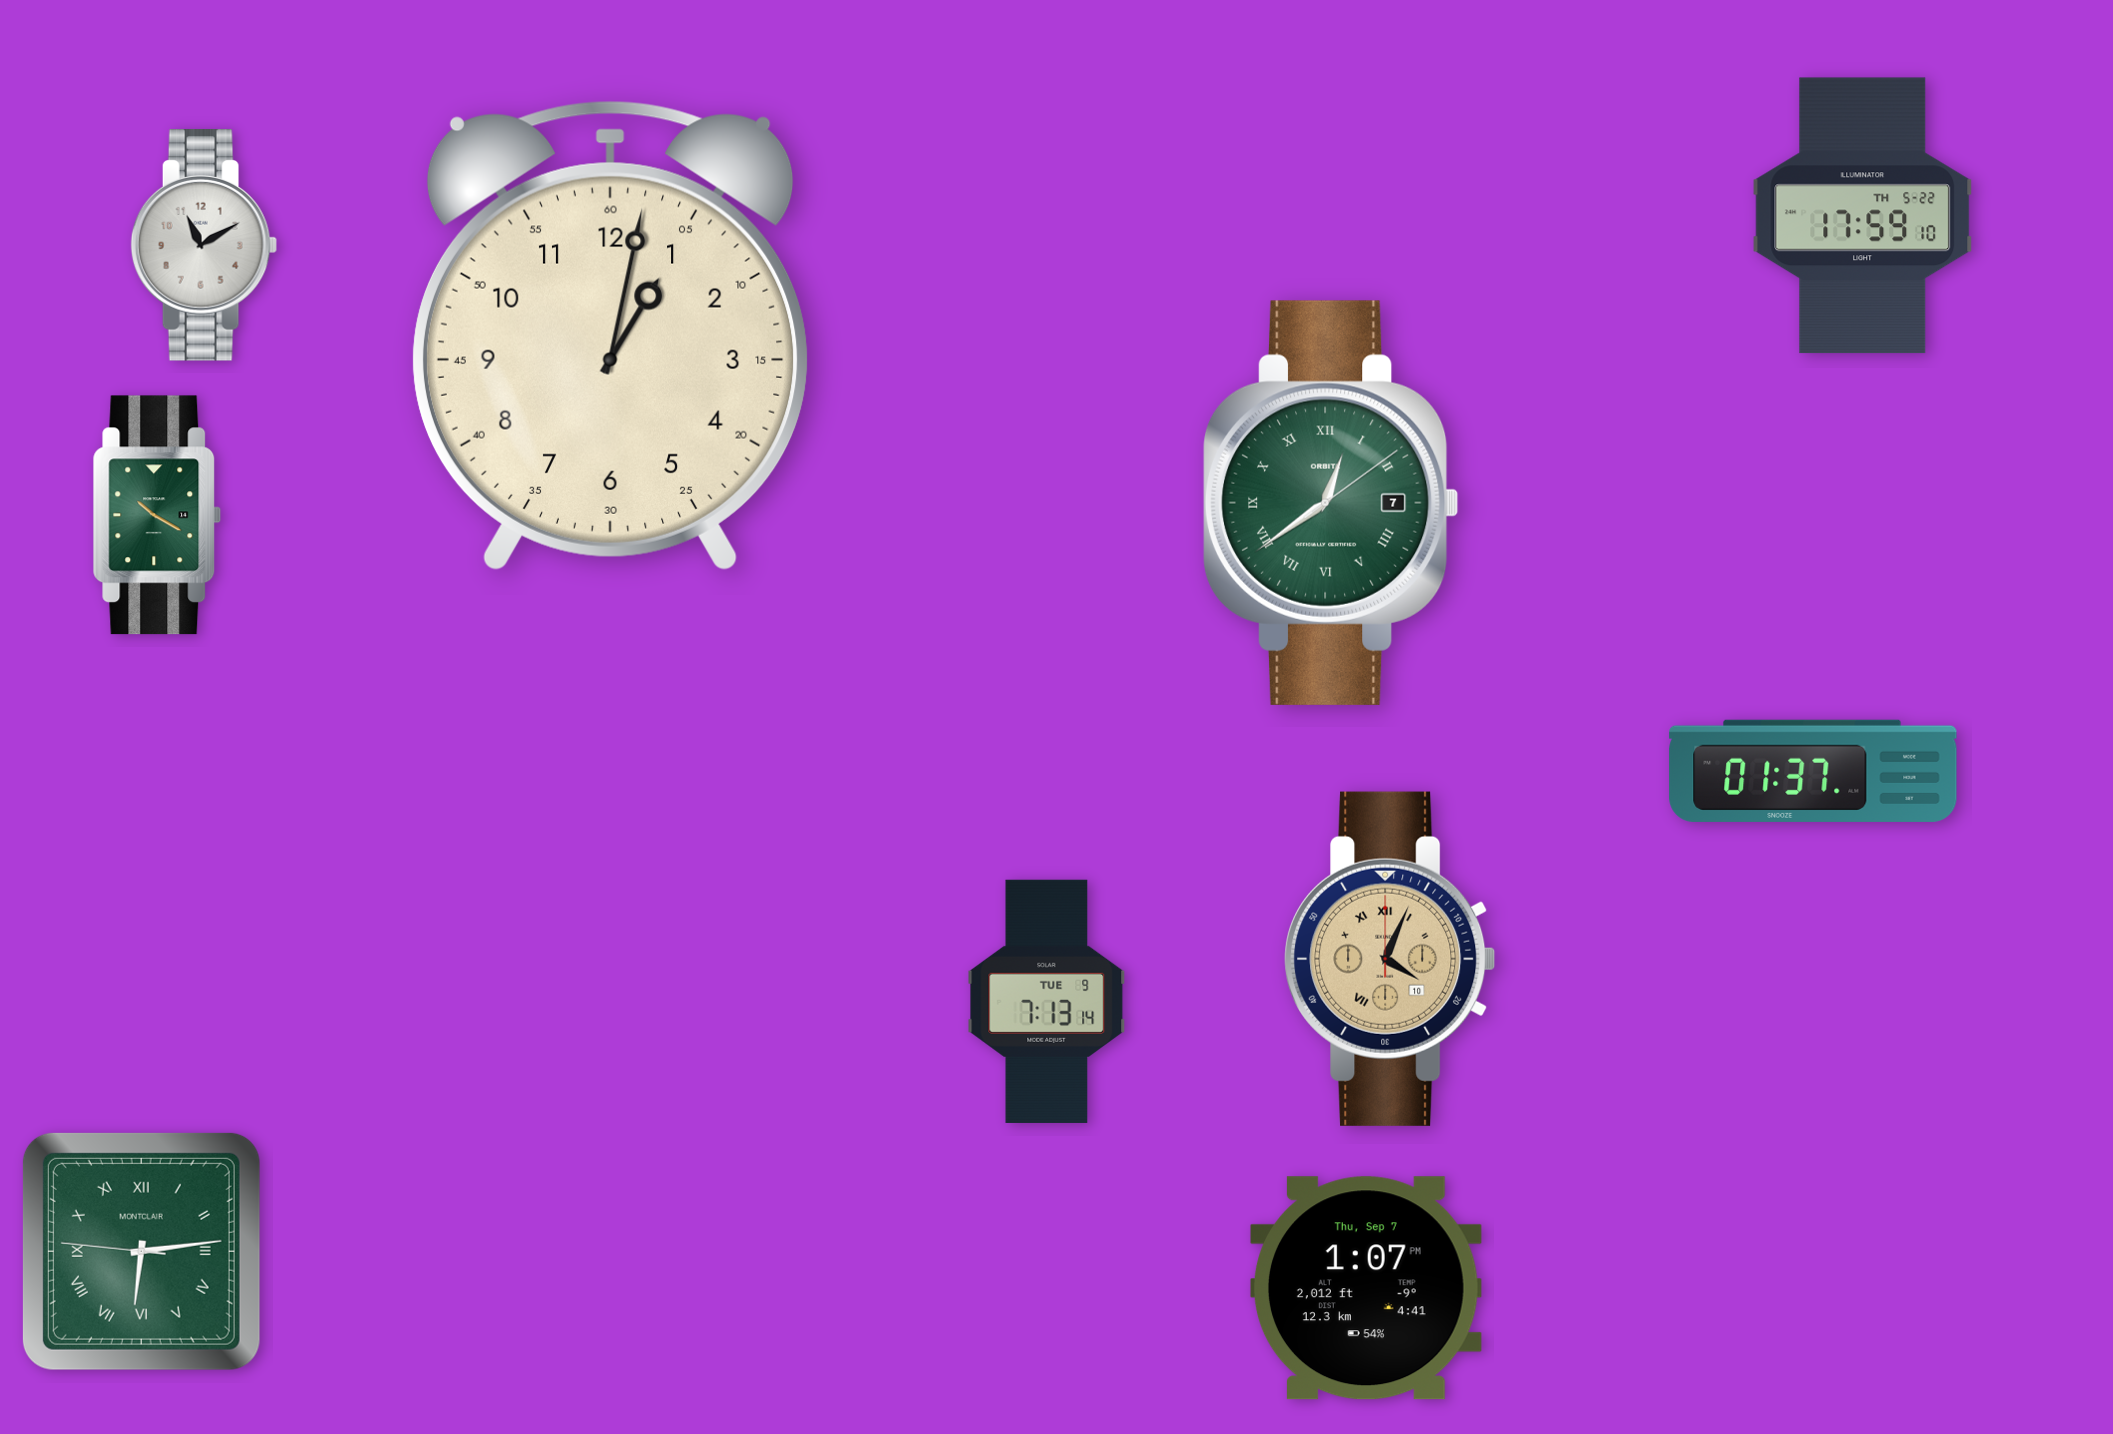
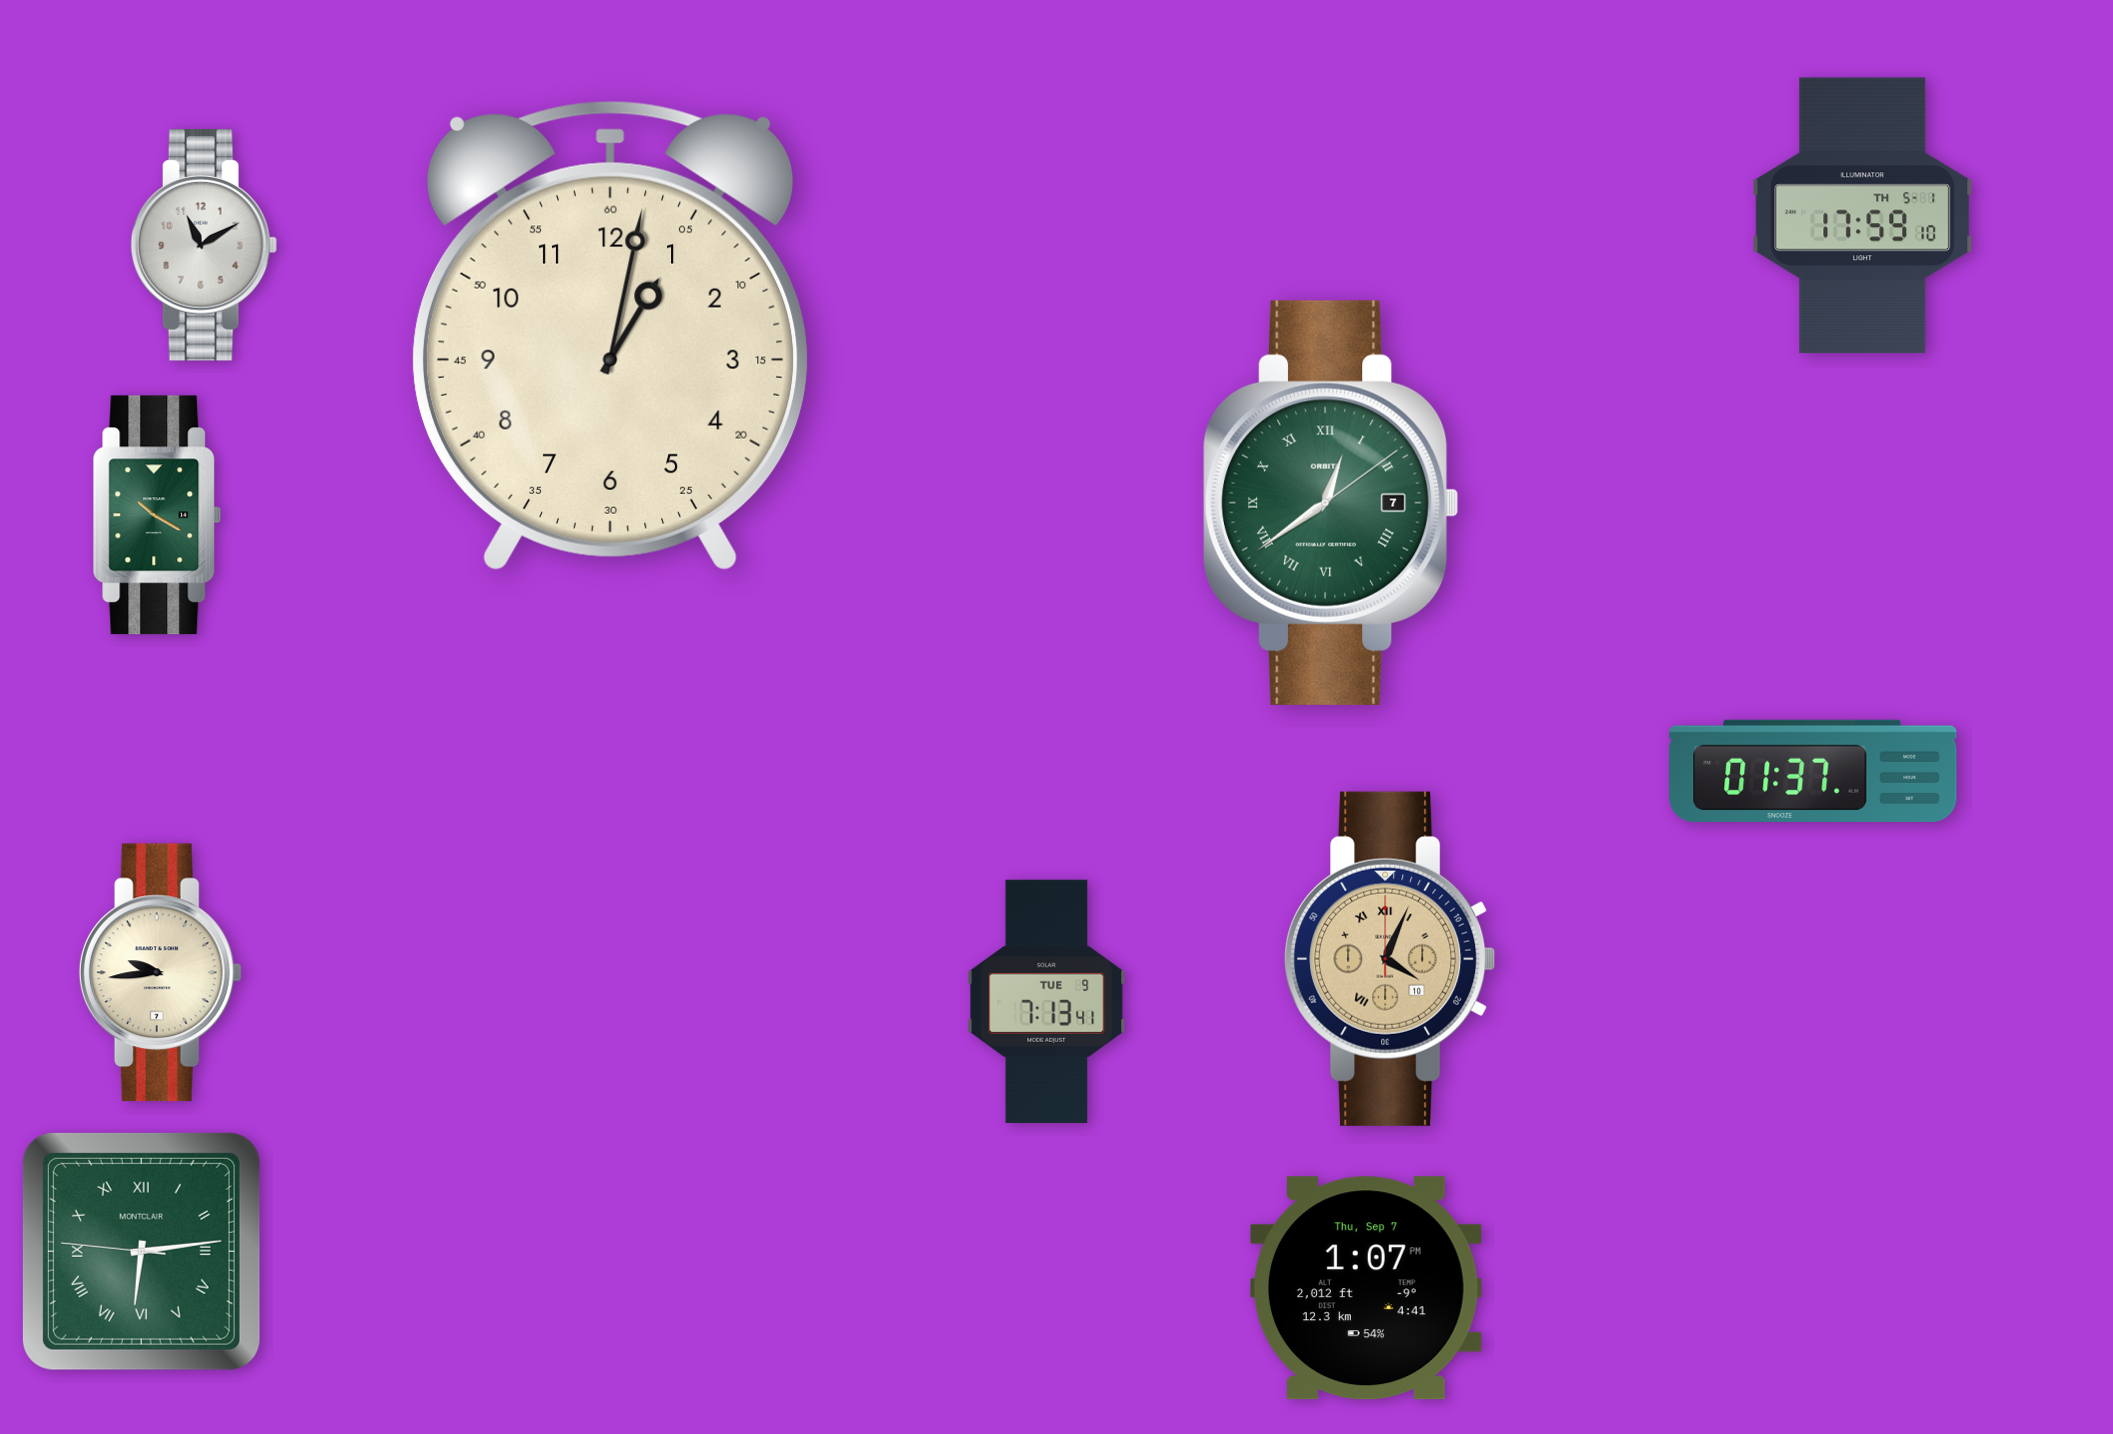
clock at (1863, 216) date: TH 5-22 -> TH 5-1
clock at (160, 973): none -> 9:44
clock at (1047, 1001): 7:13:14 -> 7:13:41
